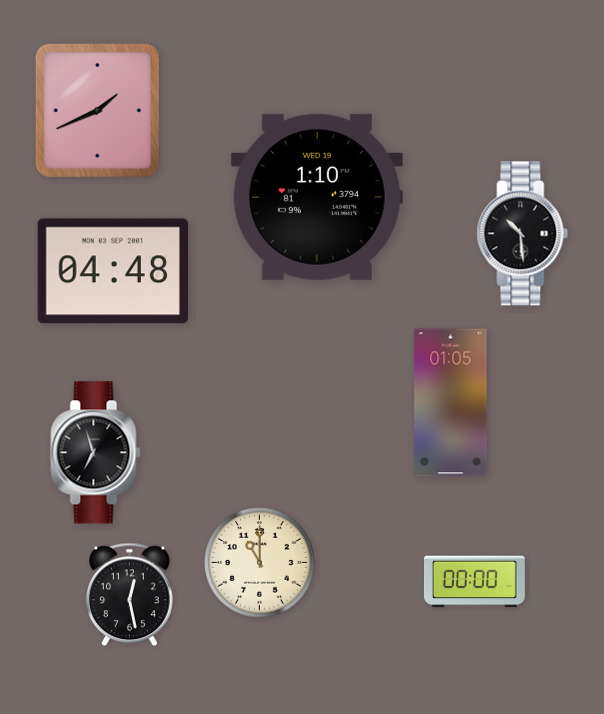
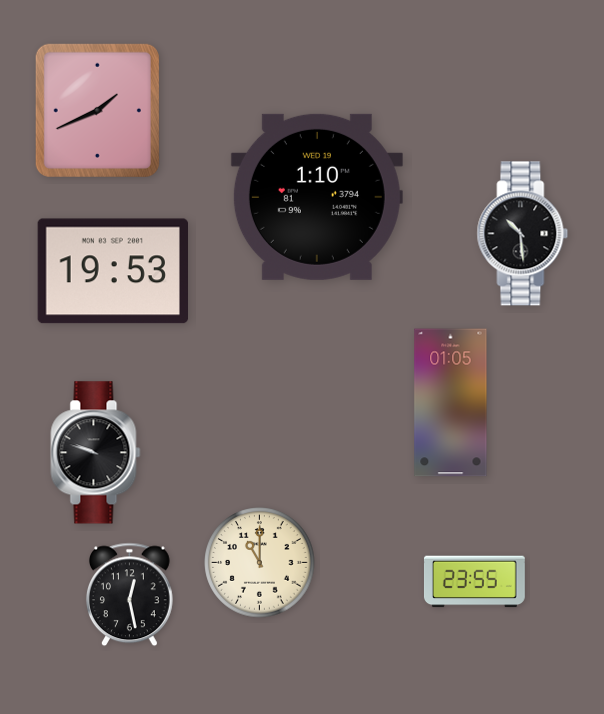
clock at (112, 271): 04:48 -> 19:53
clock at (96, 453): 6:57 -> 9:48
clock at (474, 582): 00:00 -> 23:55
